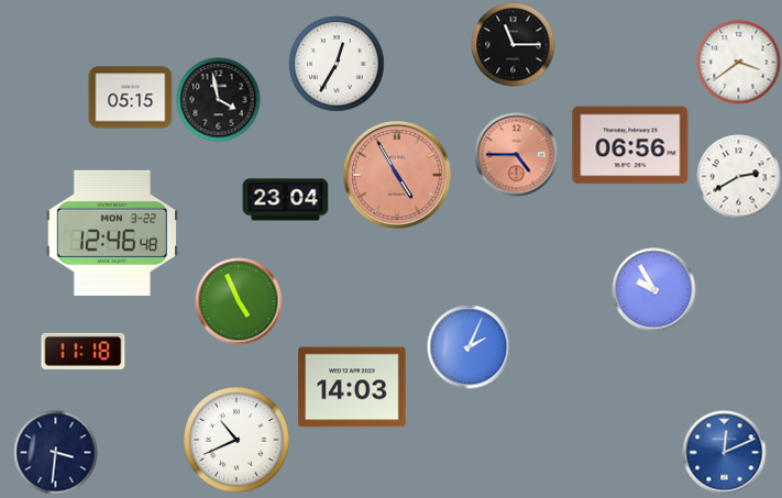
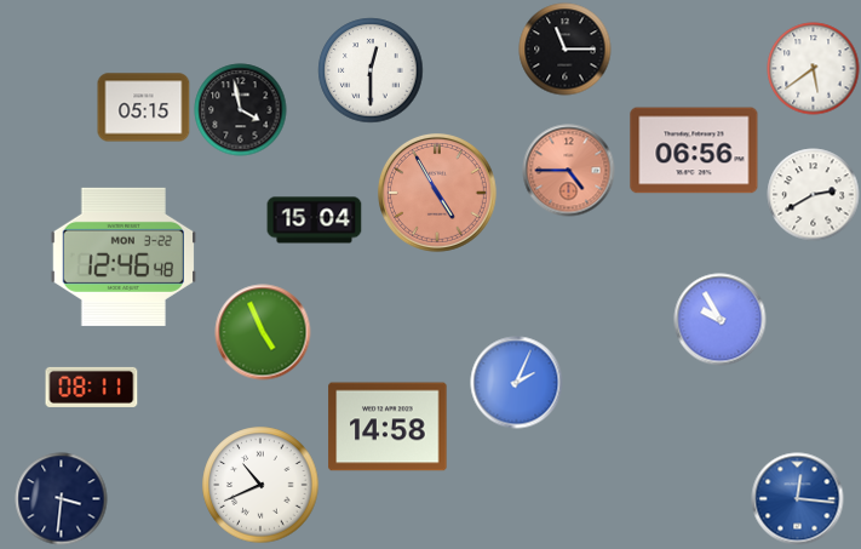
clock at (739, 63): 3:39 -> 5:39
clock at (337, 64): 12:35 -> 12:30
clock at (630, 145) position: (630, 145) -> (694, 150)
clock at (286, 200): 23:04 -> 15:04
clock at (84, 351): 11:18 -> 08:11
clock at (352, 387): 14:03 -> 14:58
clock at (725, 453): 12:11 -> 12:16
